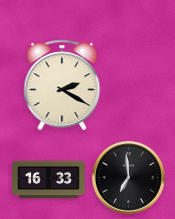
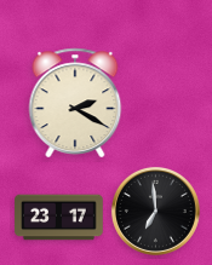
clock at (128, 177) position: (128, 177) -> (155, 211)
clock at (49, 180): 16:33 -> 23:17
